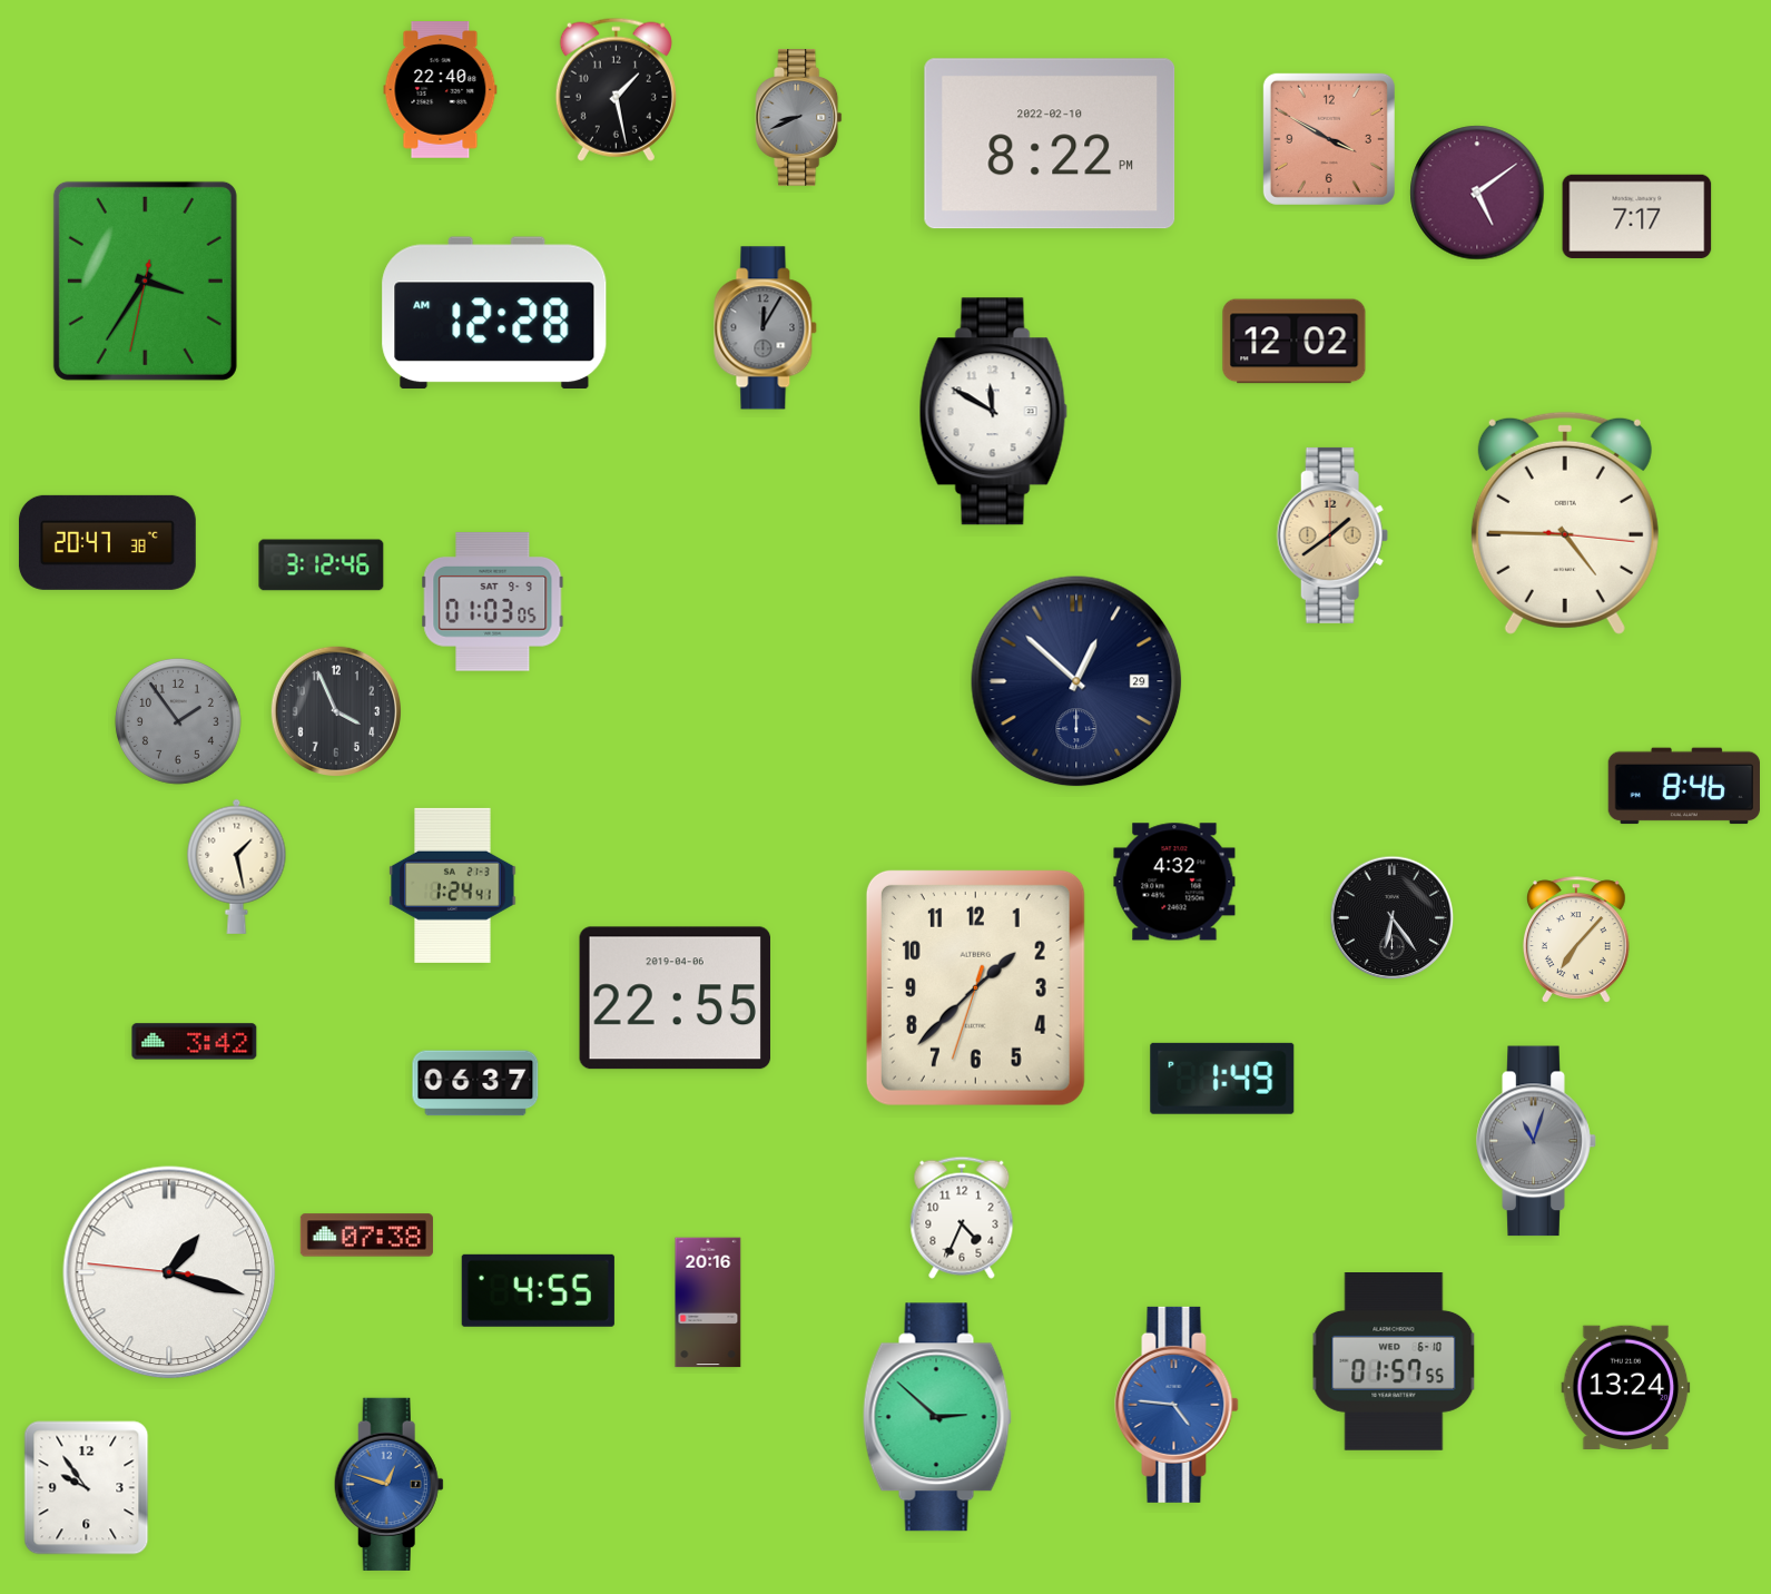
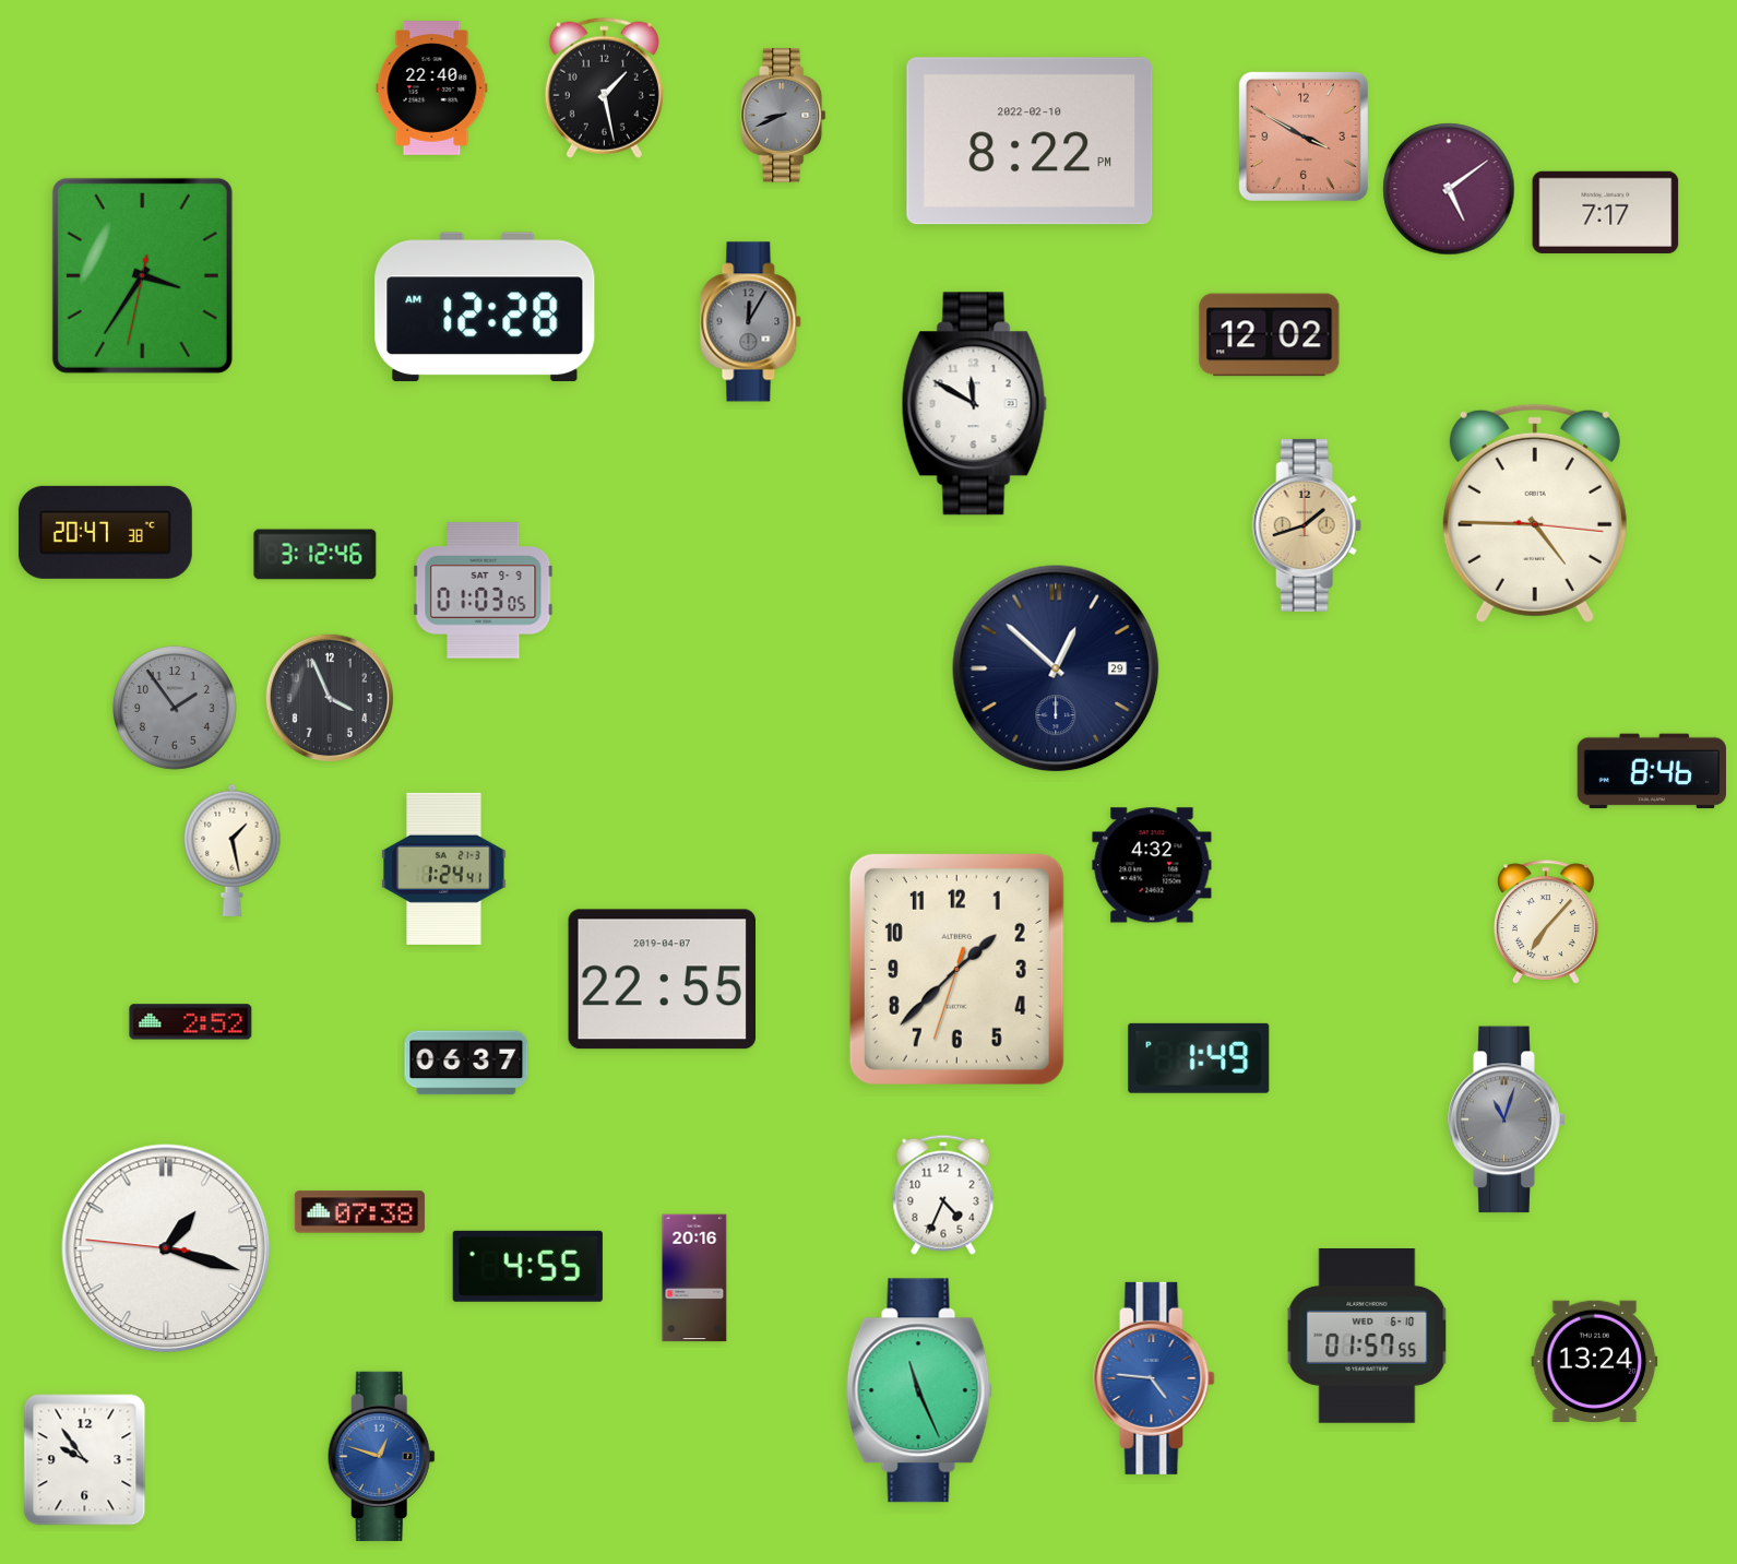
clock at (1332, 535): 1:39 -> 1:42
clock at (1393, 918): 6:24 -> none
clock at (675, 998) date: 2019-04-06 -> 2019-04-07
clock at (195, 1042): 3:42 -> 2:52
clock at (937, 1417): 2:52 -> 11:26
